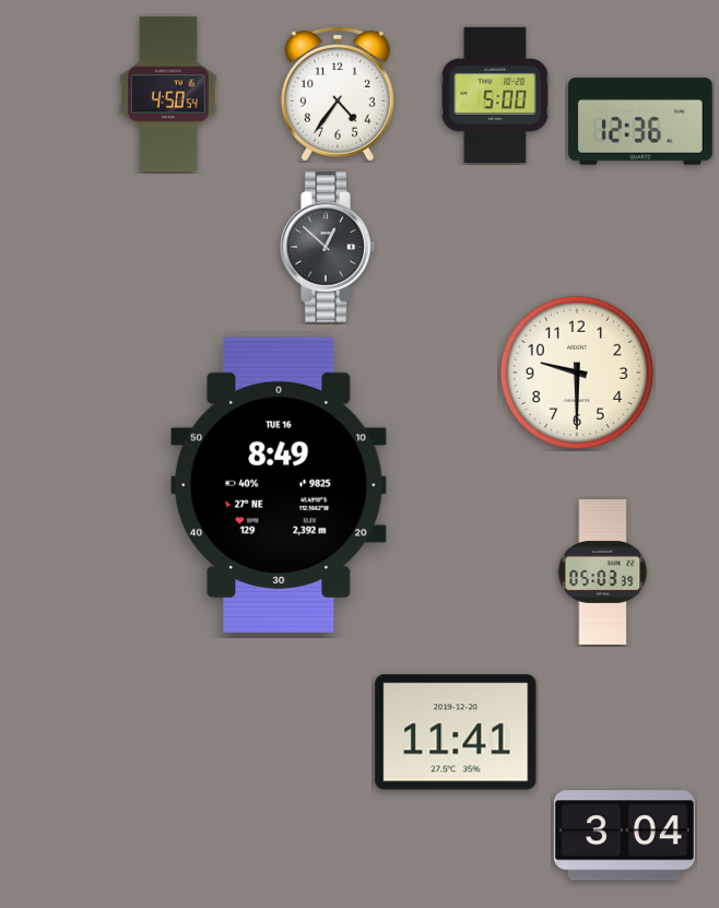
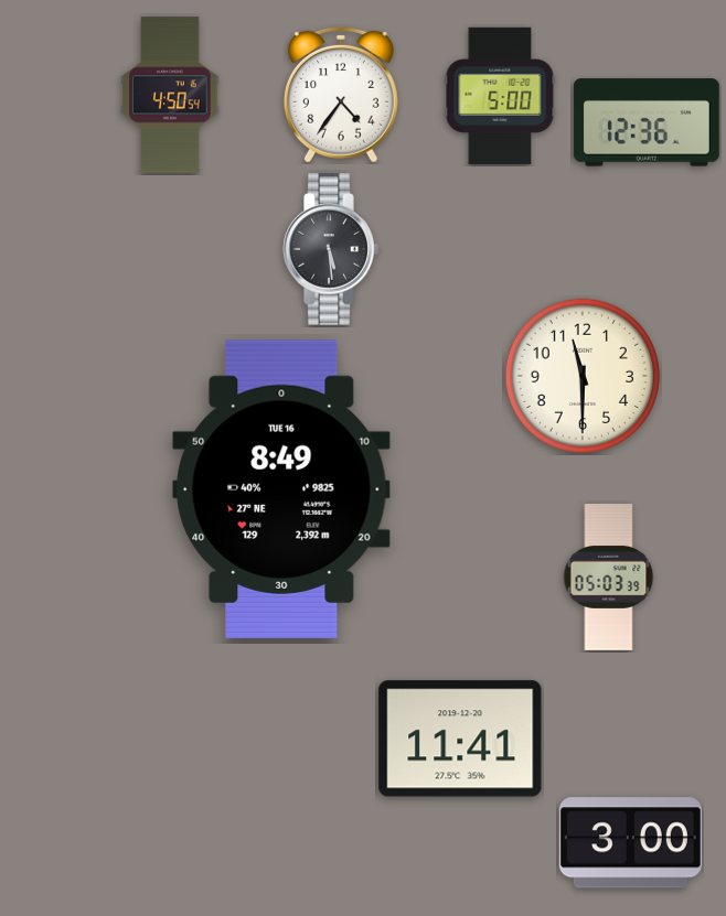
clock at (328, 247): 12:52 -> 5:29
clock at (577, 373): 9:30 -> 11:30
clock at (624, 836): 3:04 -> 3:00
